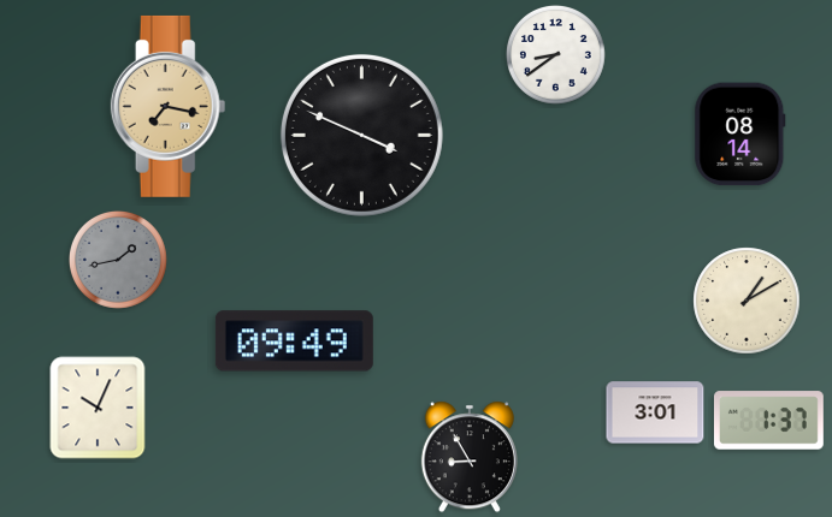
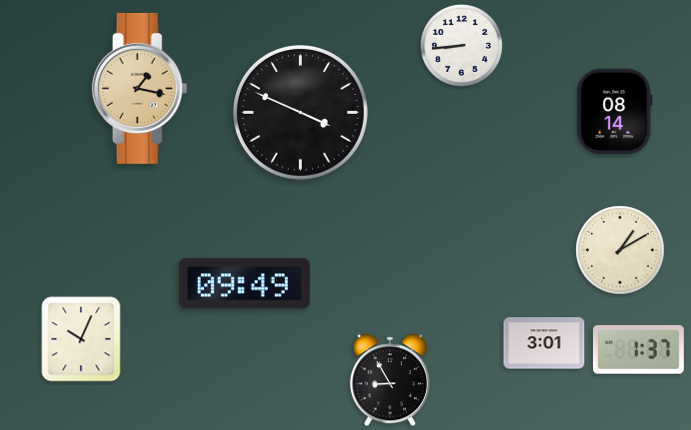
clock at (555, 54): 8:39 -> 8:44
clock at (169, 106): 7:17 -> 1:17
clock at (118, 260): 1:43 -> none
